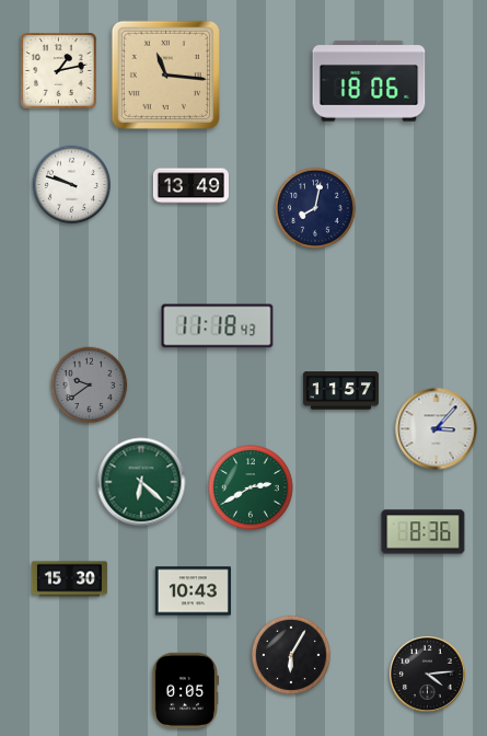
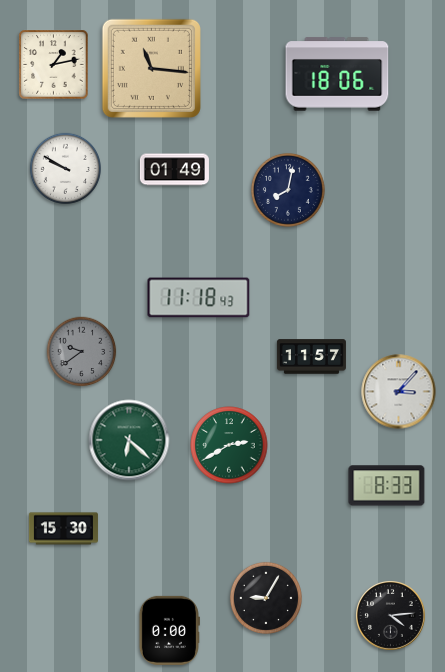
clock at (71, 184): 9:48 -> 9:50
clock at (190, 186): 13:49 -> 01:49
clock at (424, 532): 8:36 -> 8:33
clock at (193, 591): 10:43 -> none
clock at (291, 655): 6:05 -> 9:05
clock at (185, 690): 0:05 -> 0:00
